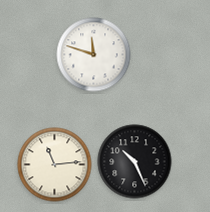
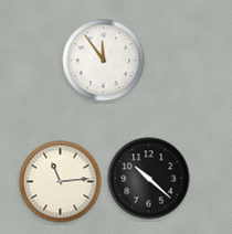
clock at (94, 55): 11:48 -> 11:54
clock at (135, 162): 10:26 -> 10:22
